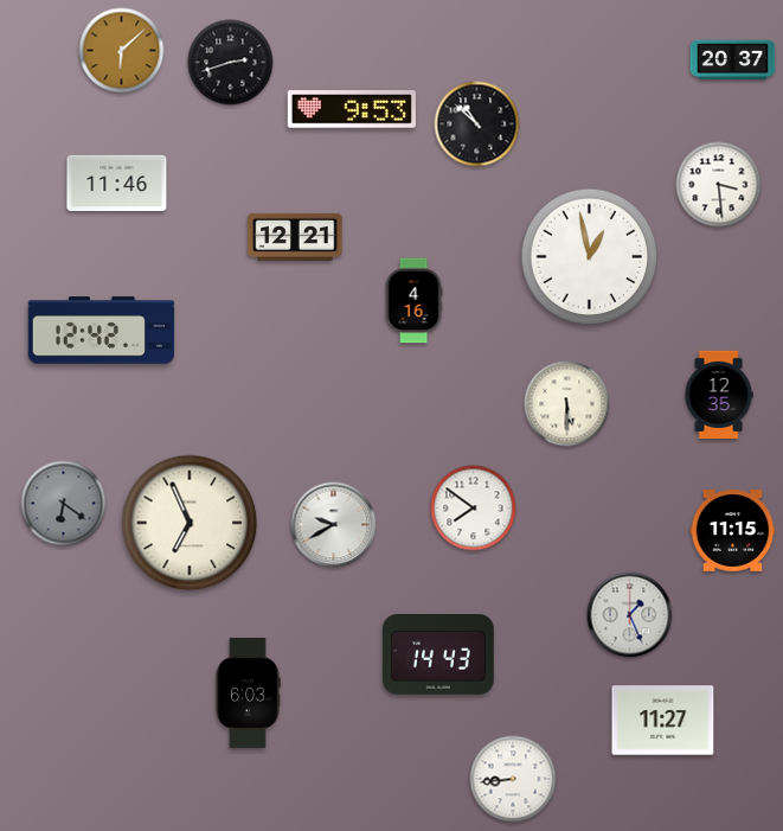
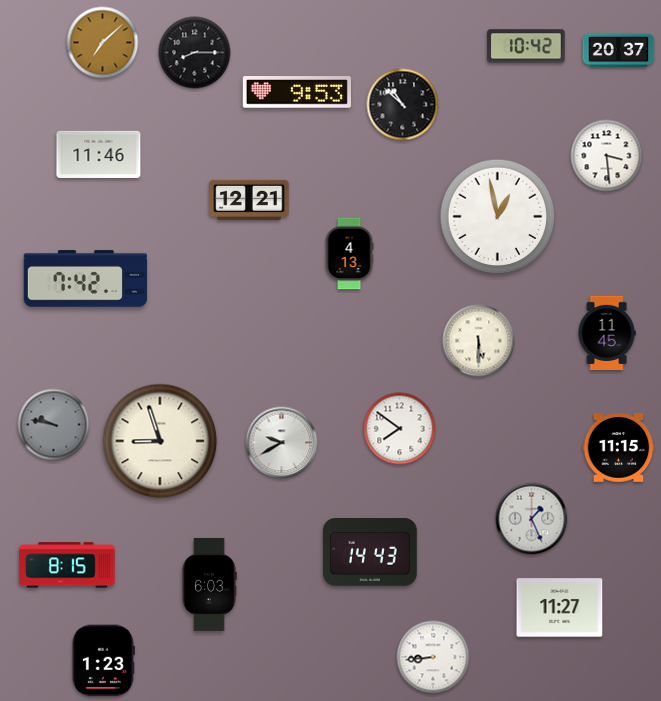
clock at (122, 51): 6:08 -> 7:08
clock at (526, 46): none -> 10:42
clock at (231, 63): 2:42 -> 8:15
clock at (413, 301): 4:16 -> 4:13
clock at (102, 331): 12:42 -> 7:42
clock at (719, 394): 12:35 -> 11:45
clock at (64, 504): 6:21 -> 9:47
clock at (190, 523): 6:56 -> 8:57
clock at (67, 565): none -> 8:15
clock at (103, 661): none -> 1:23
